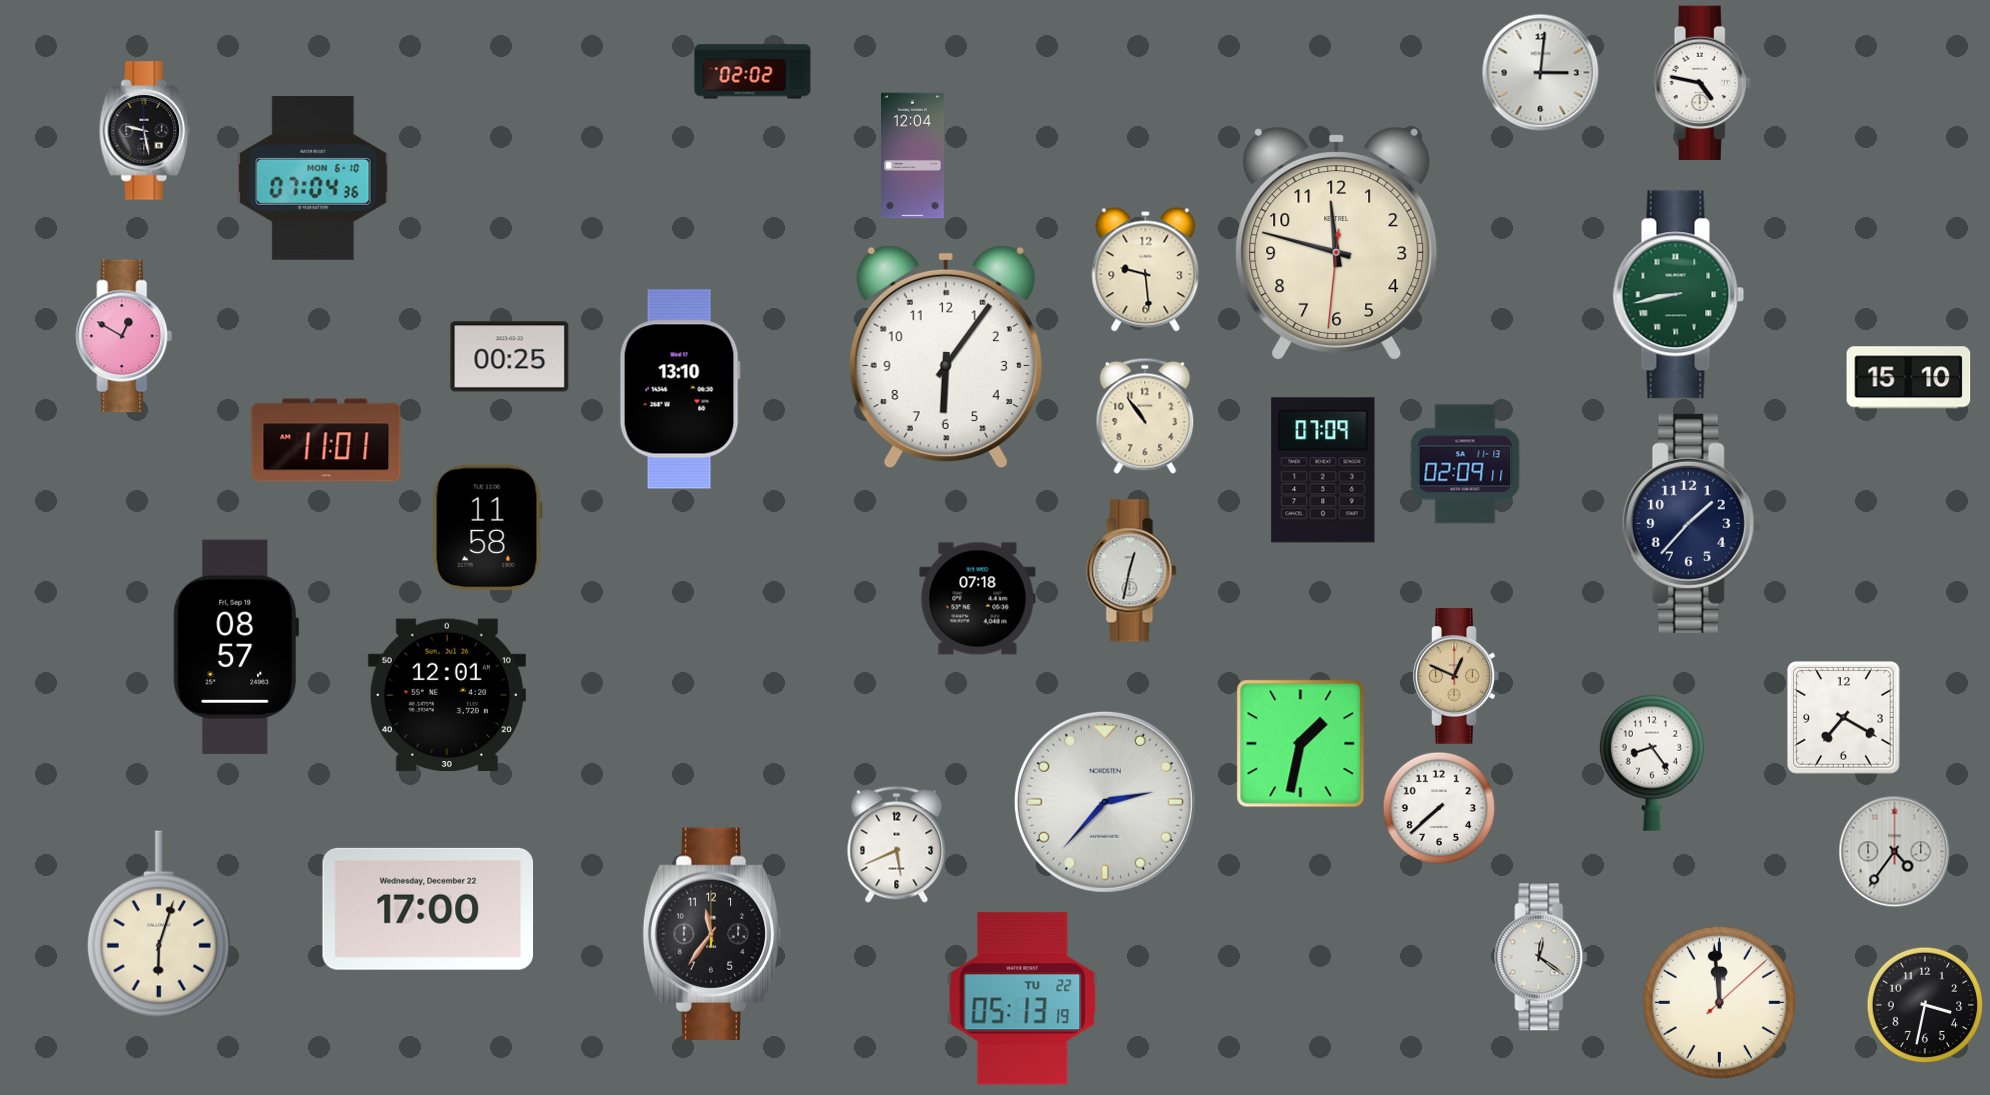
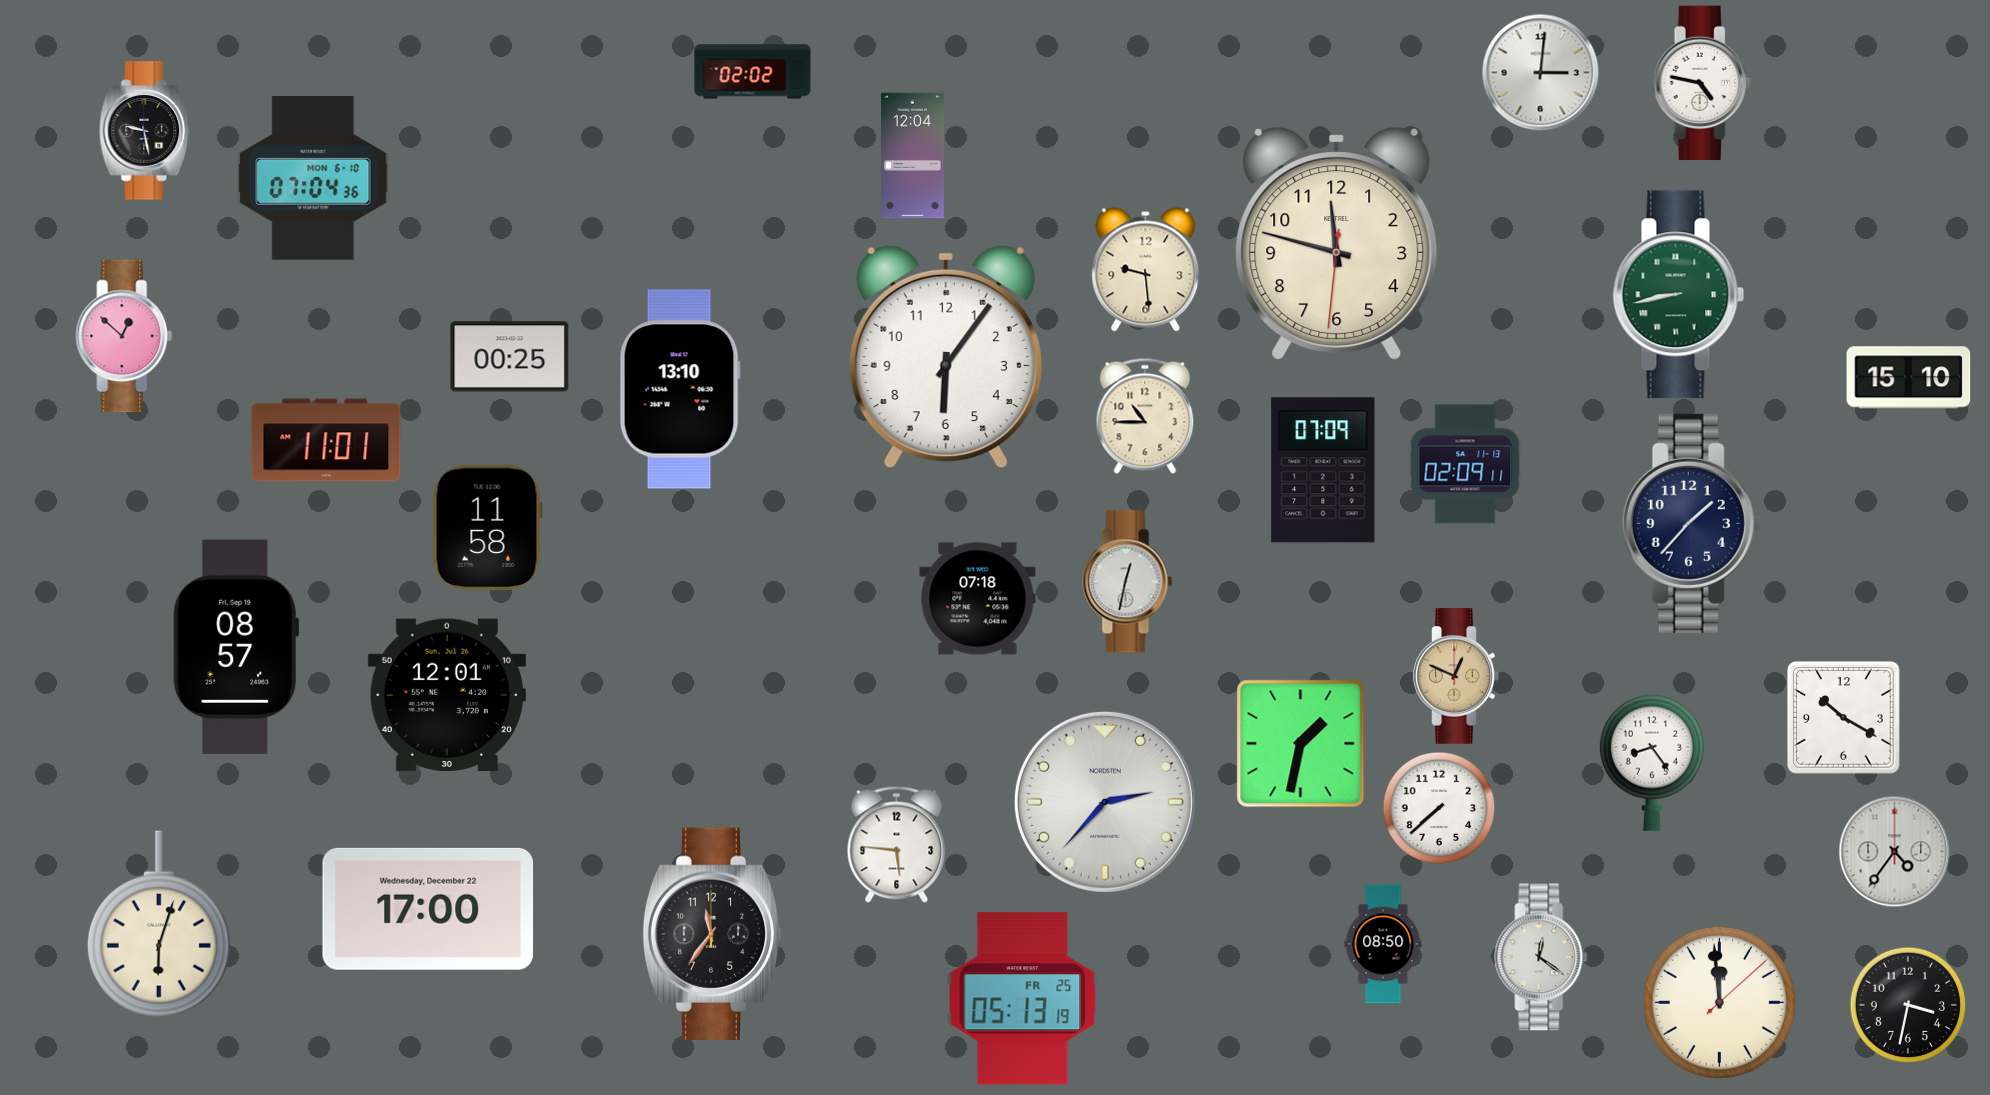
clock at (124, 336): 12:50 -> 12:52
clock at (1145, 416): 10:54 -> 10:45
clock at (1132, 571) position: (1132, 571) -> (1128, 582)
clock at (1844, 718): 7:20 -> 10:20
clock at (897, 844): 5:41 -> 5:46
clock at (1383, 944): none -> 08:50
clock at (1023, 999) date: TU 22 -> FR 25
clock at (1924, 1004) position: (1924, 1004) -> (1907, 1004)
